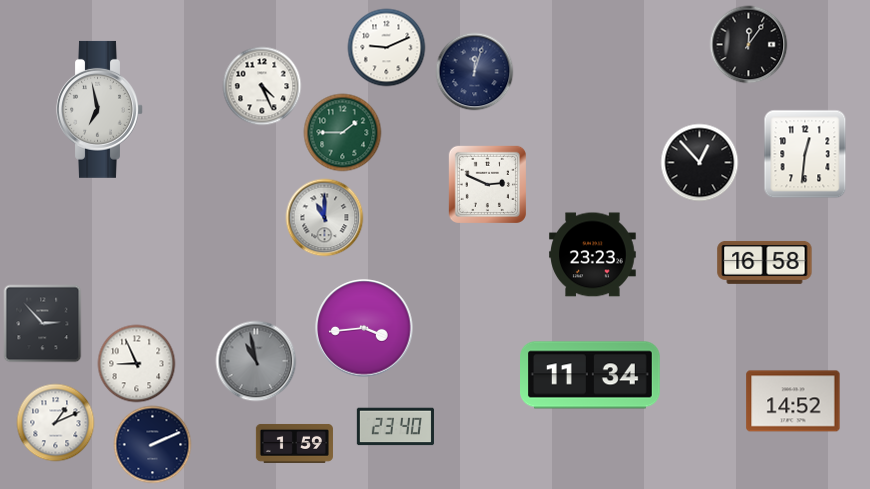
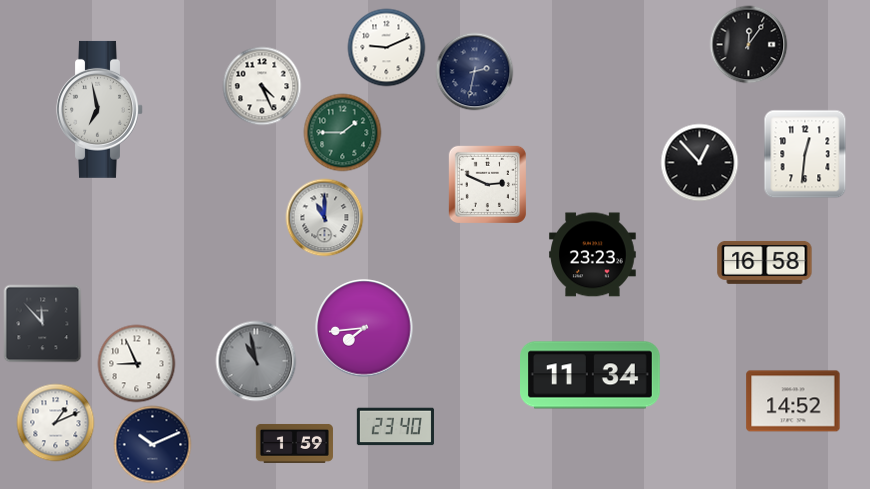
clock at (474, 71): 12:03 -> 2:32
clock at (42, 323): 2:53 -> 11:53
clock at (364, 328): 3:44 -> 7:44
clock at (152, 444): 2:11 -> 10:11
